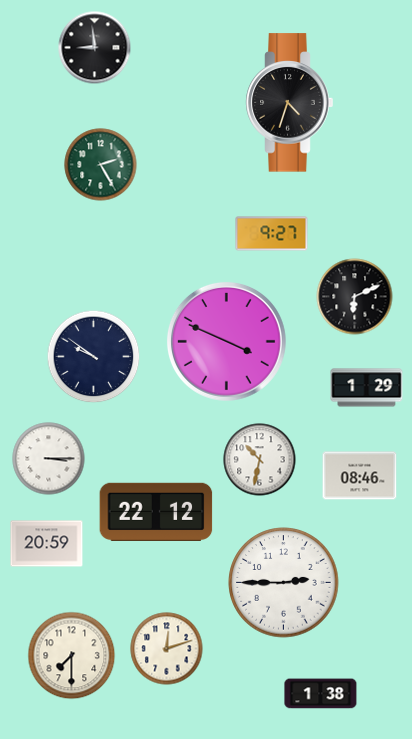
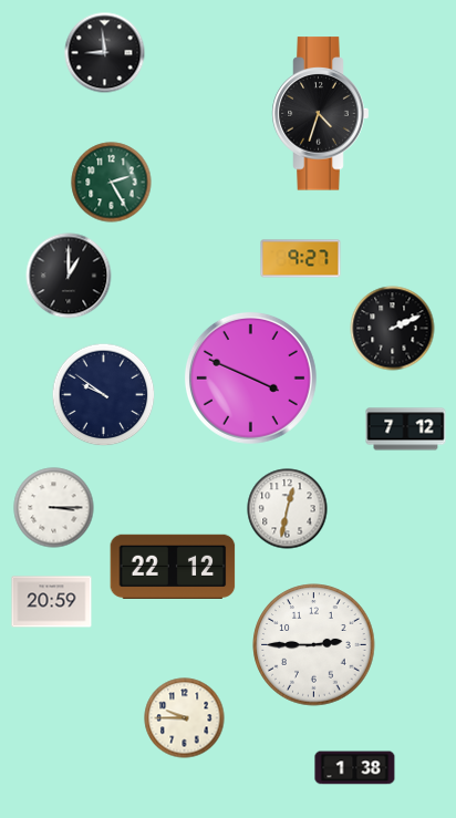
clock at (69, 276): none -> 1:00
clock at (355, 297): 6:11 -> 2:11
clock at (367, 388): 1:29 -> 7:12
clock at (260, 460): 10:32 -> 12:32
clock at (360, 476): 08:46 -> none
clock at (167, 649): 12:12 -> 9:45
clock at (72, 656): 7:30 -> none
